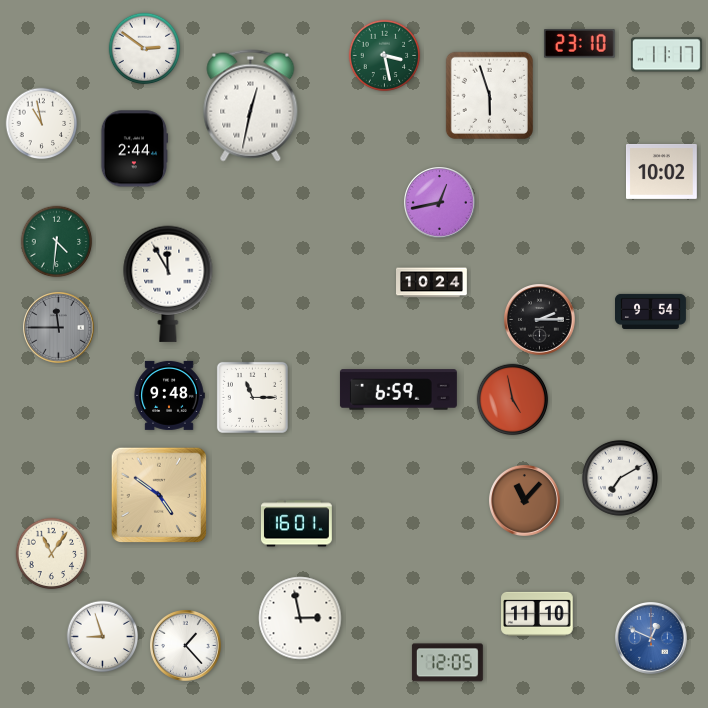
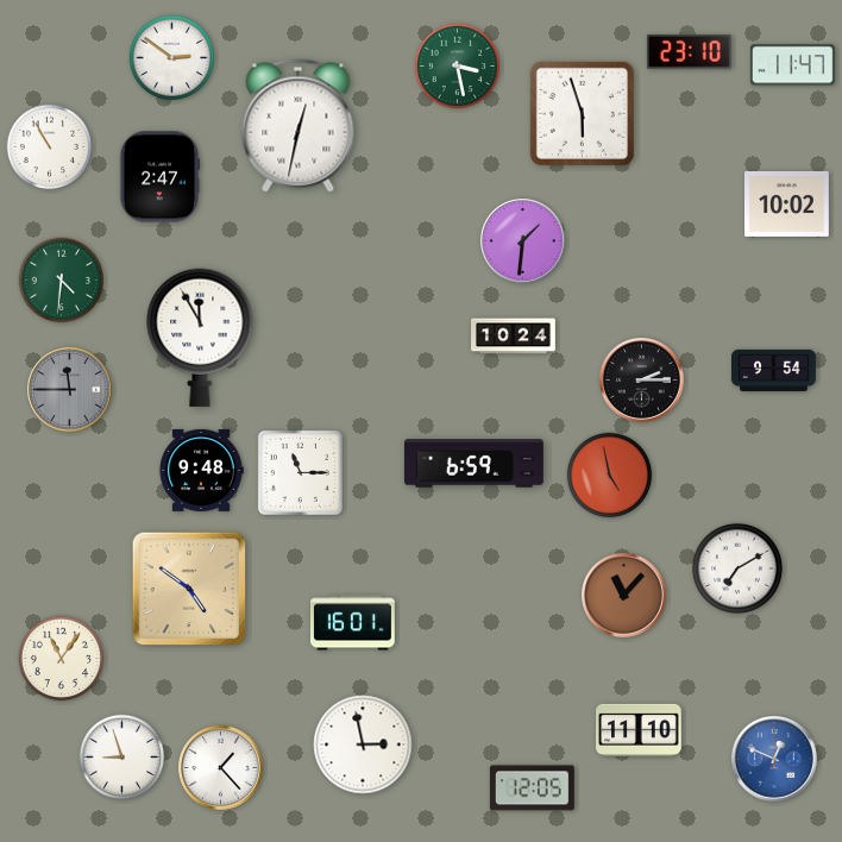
clock at (666, 55): 11:17 -> 11:47
clock at (42, 124): 10:58 -> 10:55
clock at (134, 149): 2:44 -> 2:47
clock at (440, 203): 12:43 -> 1:31
clock at (57, 242) position: (57, 242) -> (62, 281)
clock at (300, 618) position: (300, 618) -> (363, 744)
